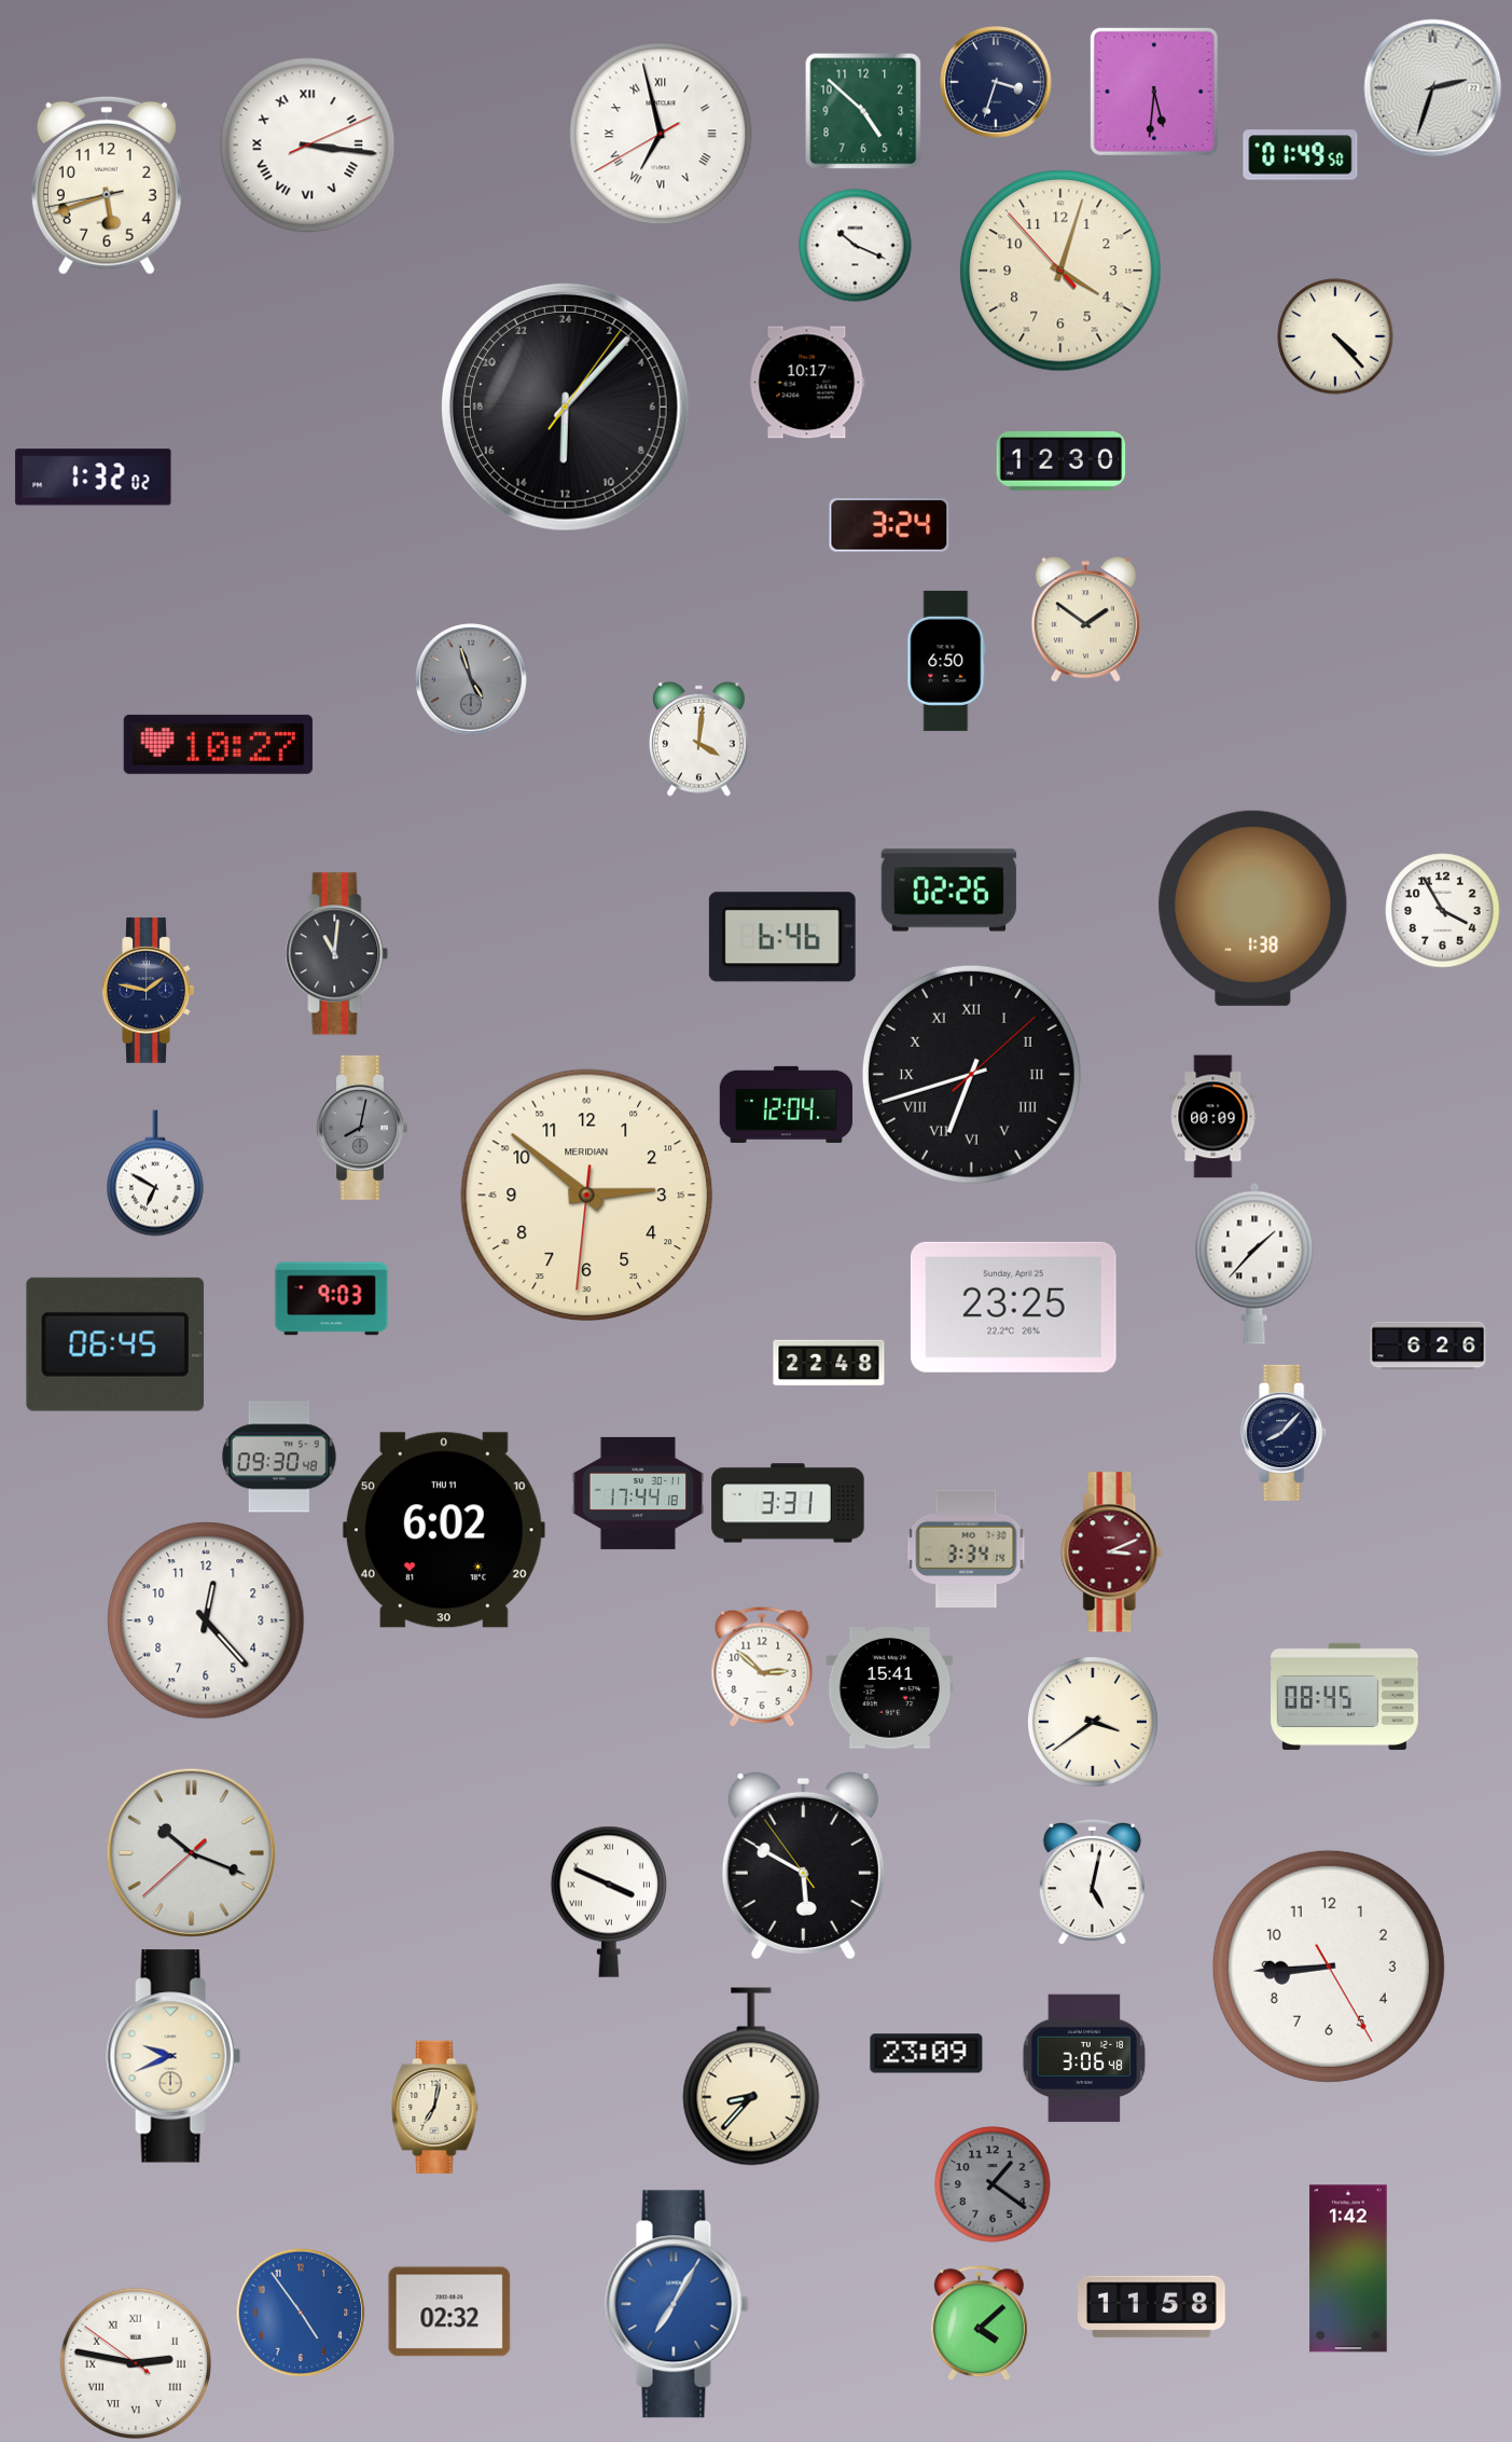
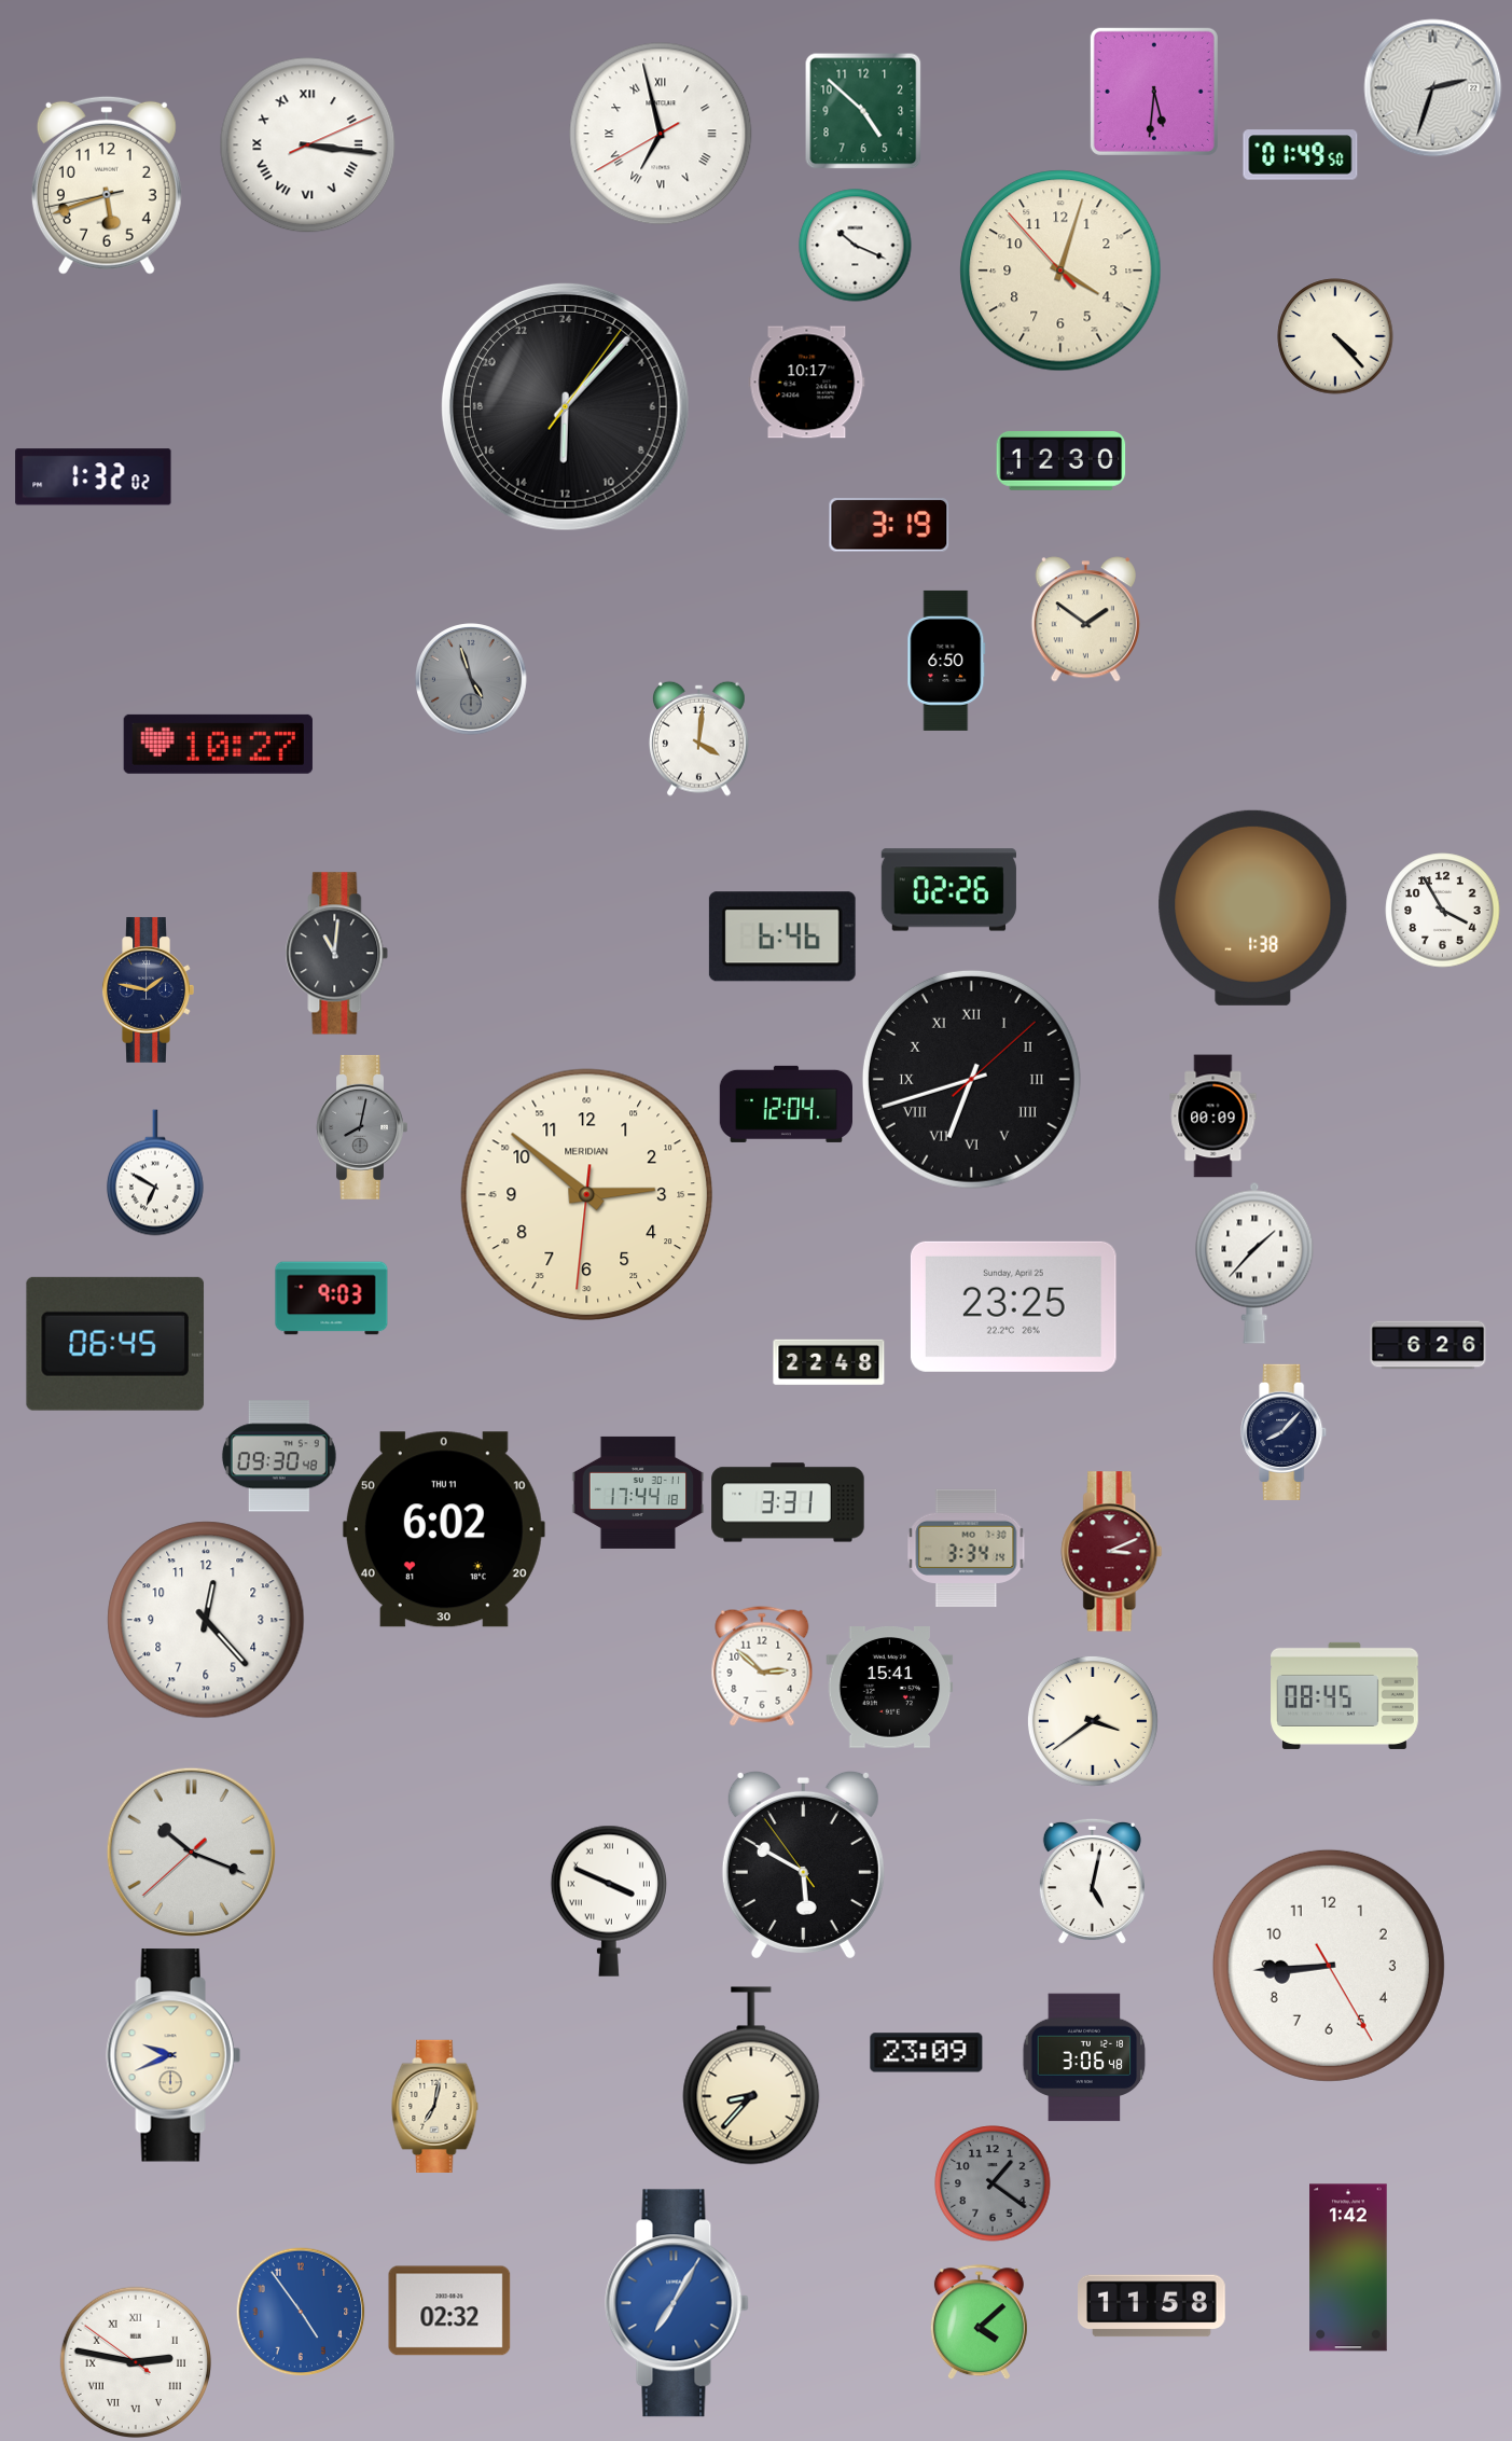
clock at (997, 83): 3:33 -> none
clock at (889, 525): 3:24 -> 3:19
clock at (971, 1074) position: (971, 1074) -> (971, 1079)
